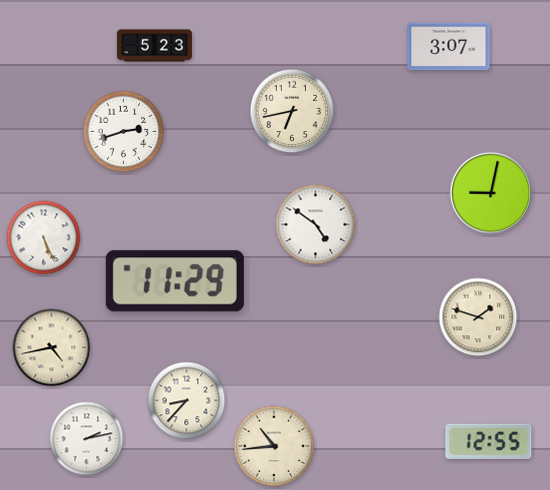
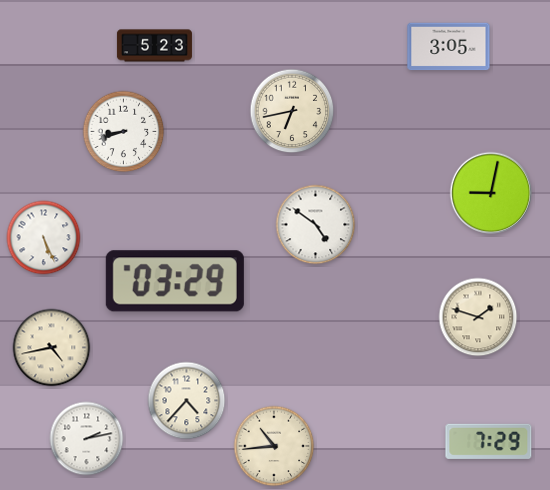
clock at (449, 47): 3:07 -> 3:05
clock at (124, 132): 2:42 -> 8:42
clock at (175, 281): 11:29 -> 03:29
clock at (187, 401): 8:37 -> 4:37
clock at (489, 441): 12:55 -> 7:29
